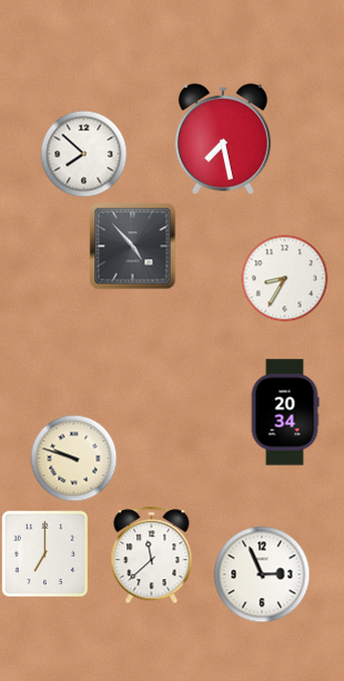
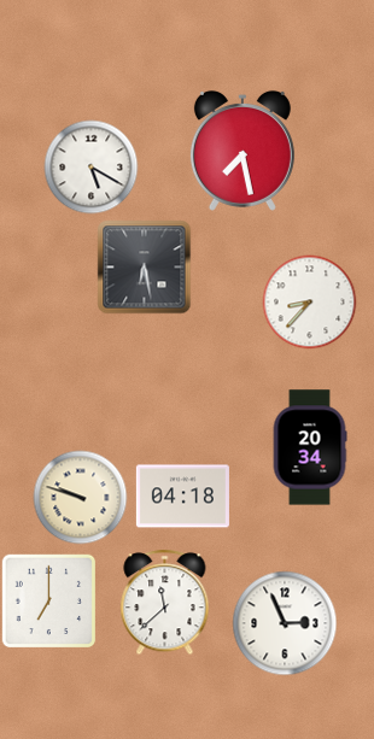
clock at (83, 153): 7:52 -> 5:20
clock at (132, 246): 4:53 -> 6:28
clock at (284, 278): 8:35 -> 8:37
clock at (182, 497): none -> 04:18
